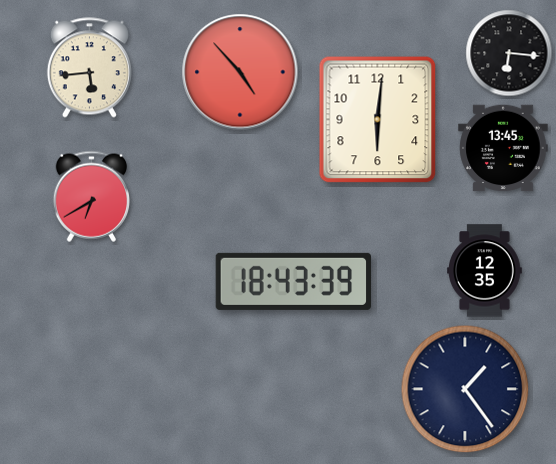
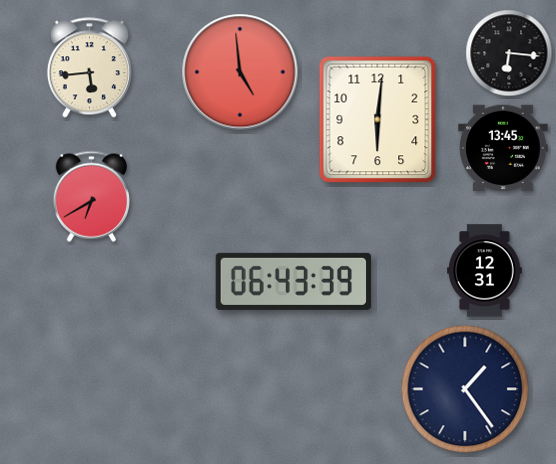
clock at (240, 72): 4:53 -> 4:59
clock at (485, 271): 12:35 -> 12:31
clock at (294, 281): 18:43 -> 06:43
